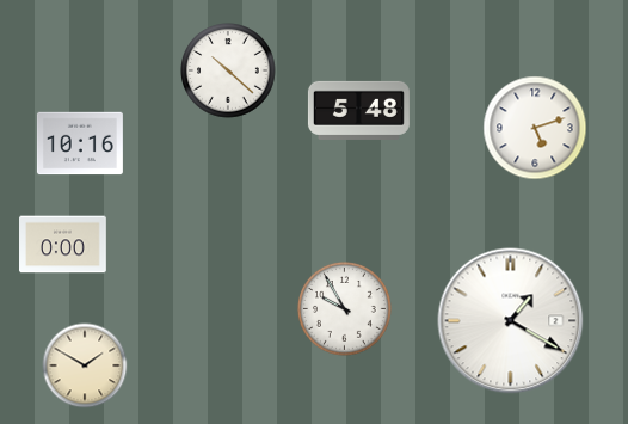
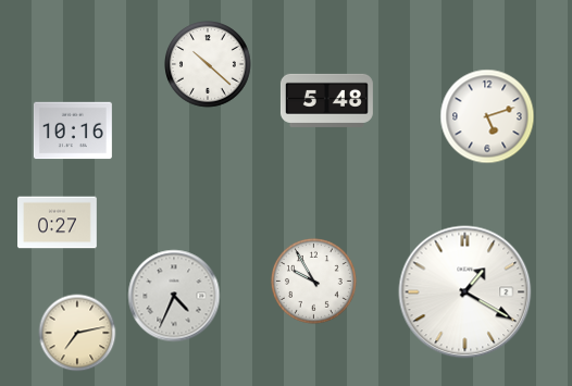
clock at (63, 245): 0:00 -> 0:27
clock at (174, 296): none -> 4:34
clock at (85, 365): 1:50 -> 7:13
